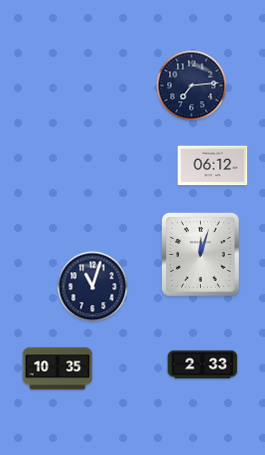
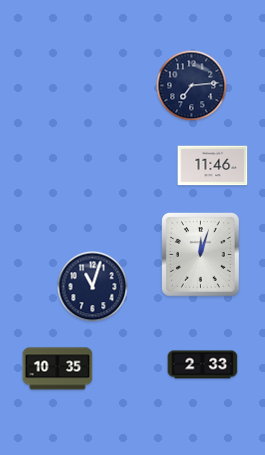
clock at (213, 166): 06:12 -> 11:46
